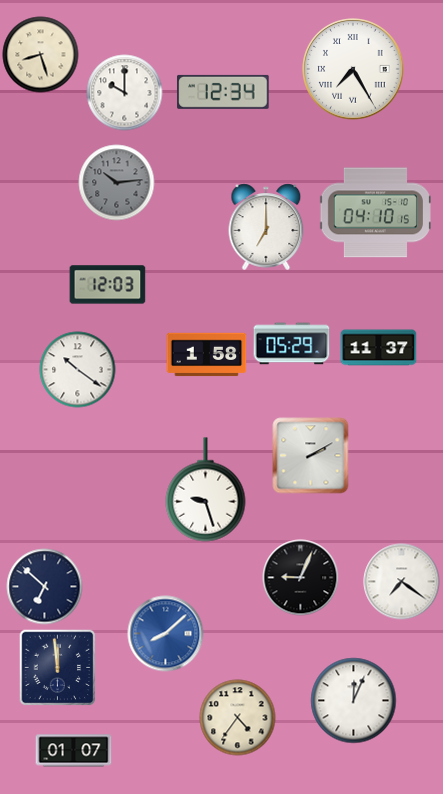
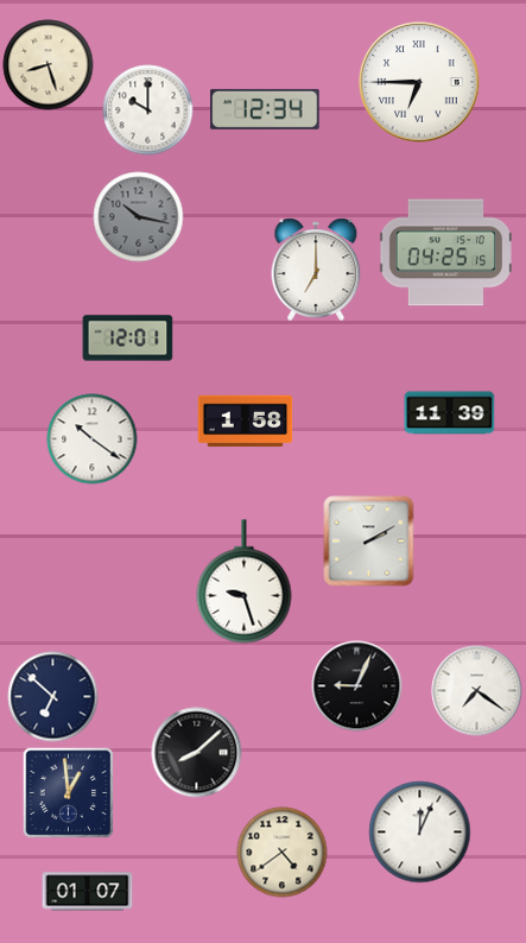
clock at (353, 69): 7:25 -> 6:45
clock at (117, 183): 10:14 -> 10:17
clock at (375, 213): 04:10 -> 04:25
clock at (108, 285): 12:03 -> 12:01
clock at (292, 344): 05:29 -> none
clock at (379, 348): 11:37 -> 11:39
clock at (166, 634) dial: blue -> black
clock at (57, 667): 11:59 -> 12:59
clock at (238, 718): 4:36 -> 4:39
